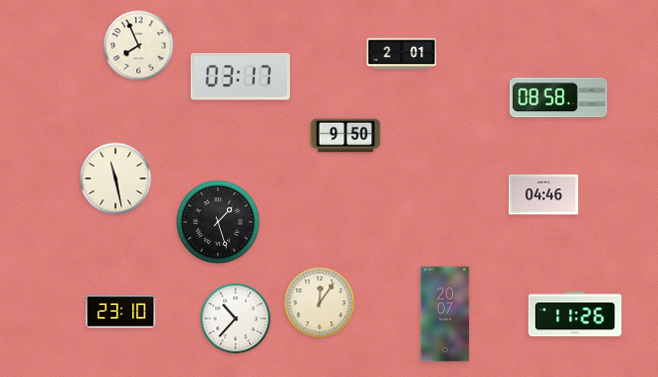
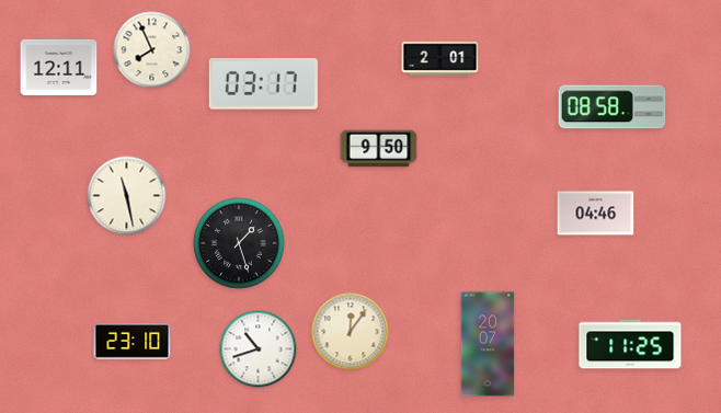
clock at (59, 67): none -> 12:11
clock at (575, 314): 11:26 -> 11:25
clock at (236, 319): 10:37 -> 10:42
